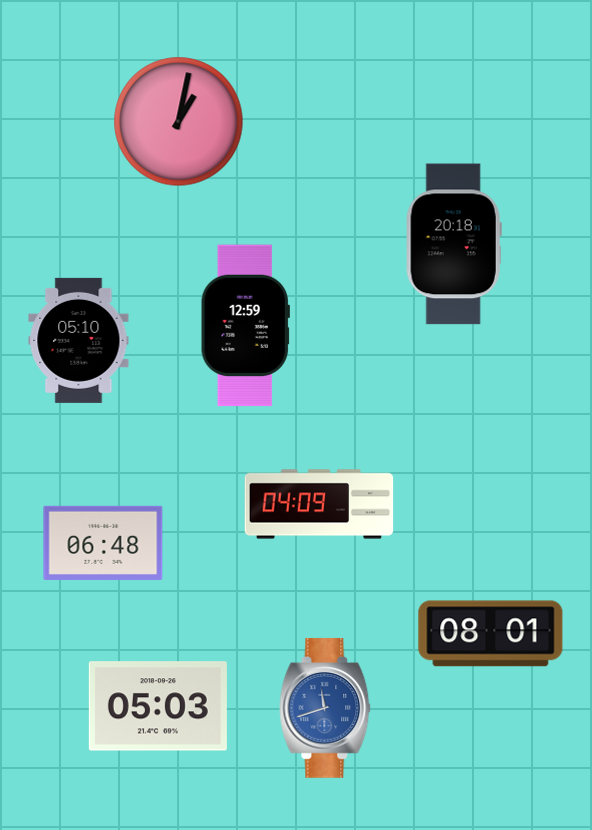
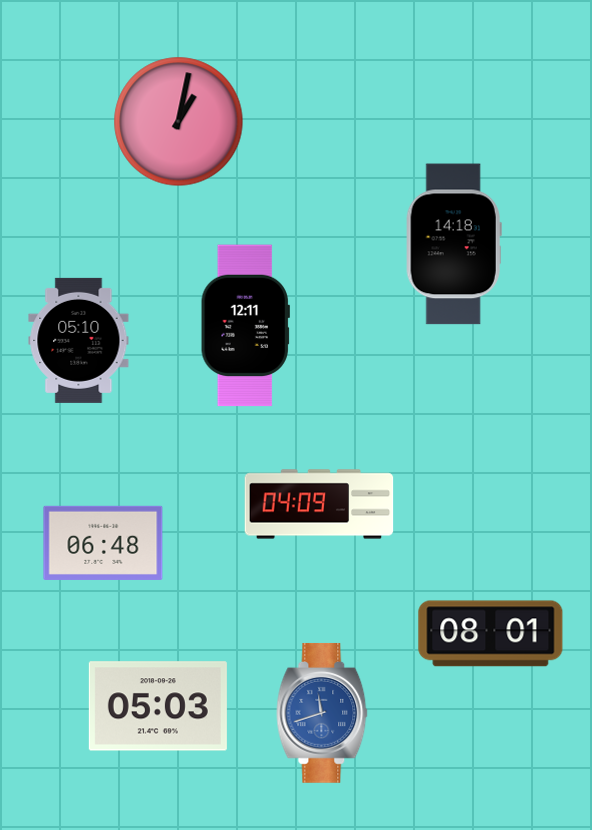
clock at (454, 244): 20:18 -> 14:18
clock at (245, 326): 12:59 -> 12:11
clock at (325, 708) position: (325, 708) -> (322, 713)
